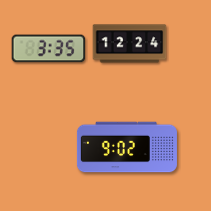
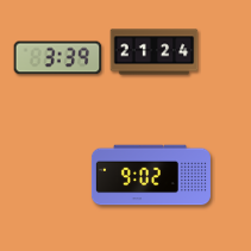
clock at (130, 44): 12:24 -> 21:24
clock at (49, 49): 3:35 -> 3:39
